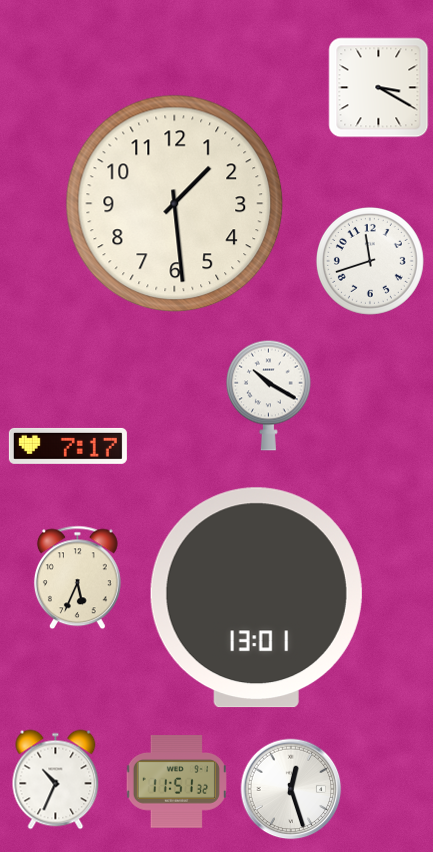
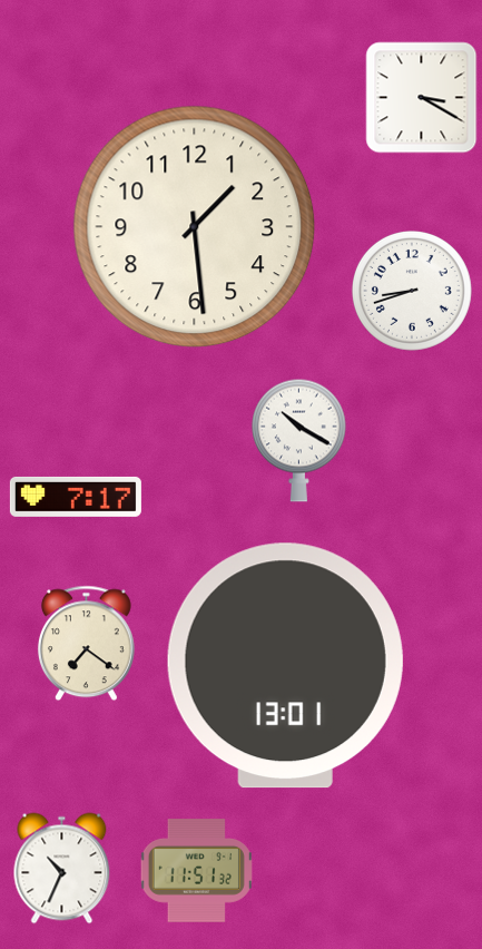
clock at (370, 261): 11:42 -> 8:42
clock at (77, 578): 5:34 -> 7:21
clock at (291, 789): 12:27 -> none
